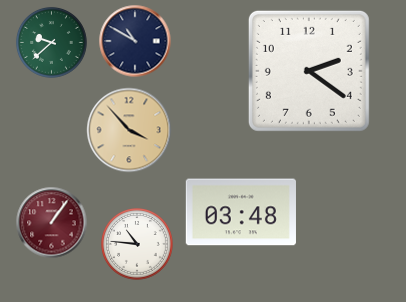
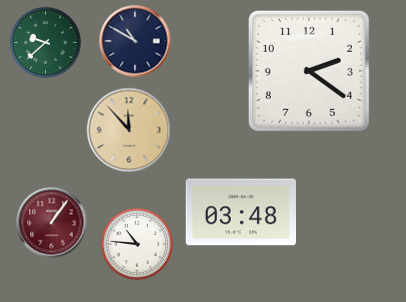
clock at (51, 42) position: (51, 42) -> (45, 42)
clock at (129, 130): 3:53 -> 11:53
